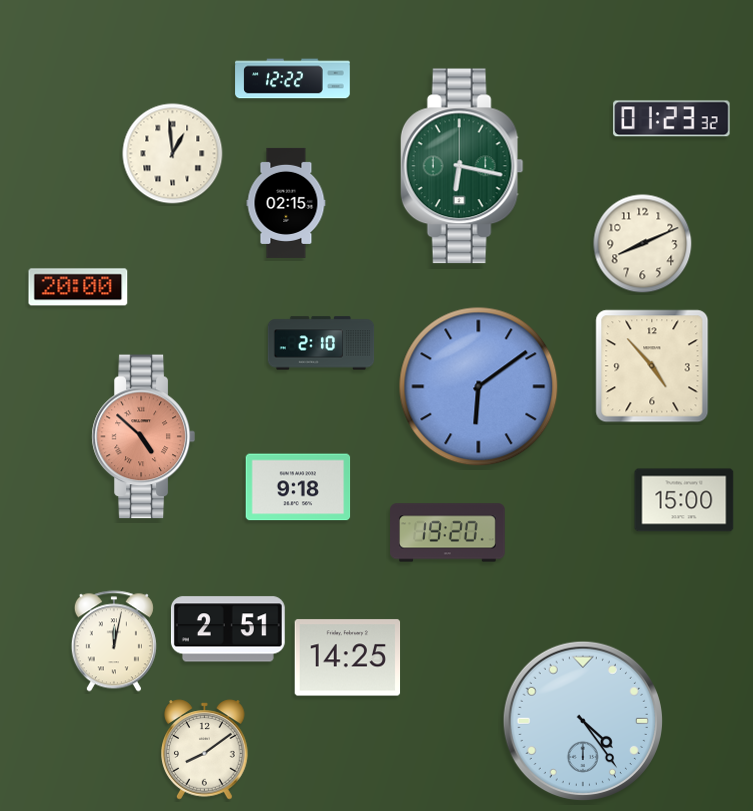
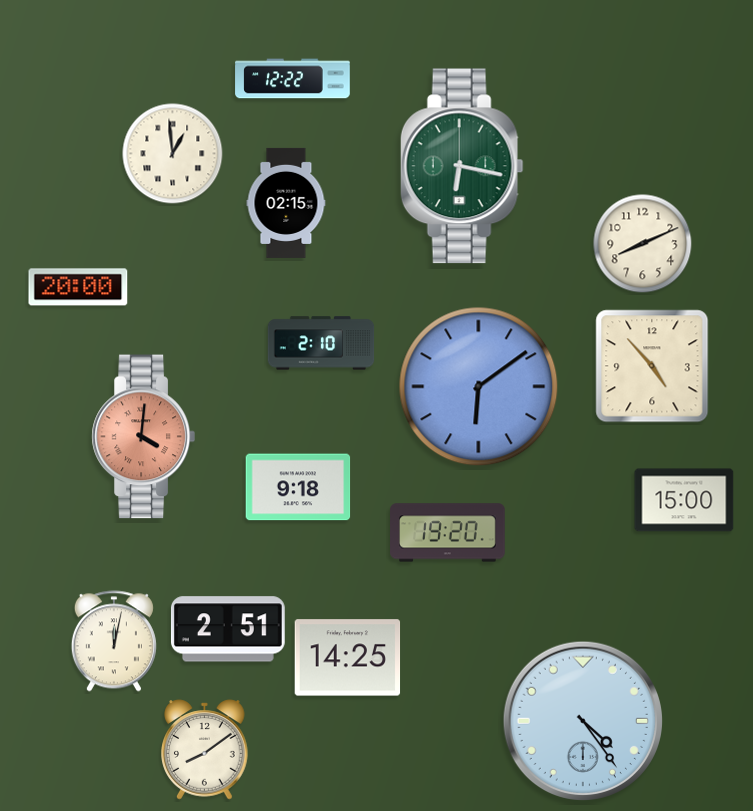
clock at (672, 119): 01:23 -> none
clock at (143, 437): 4:52 -> 4:01
